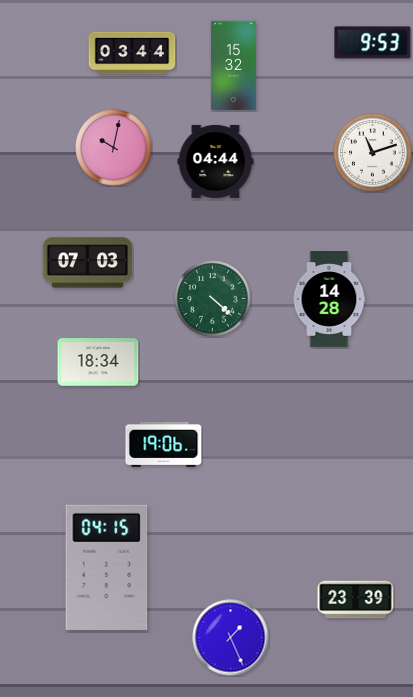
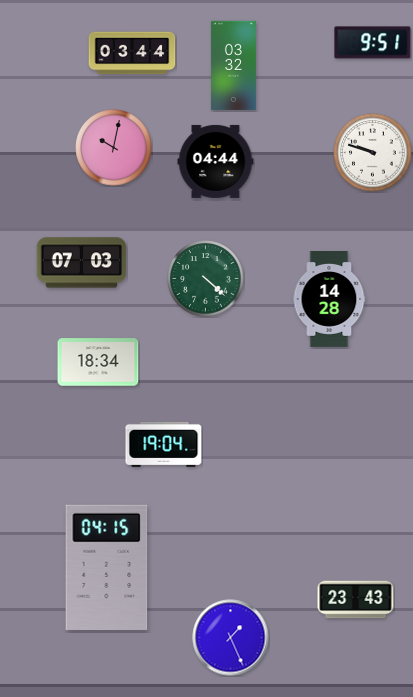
clock at (373, 43): 9:53 -> 9:51
clock at (233, 66): 15:32 -> 03:32
clock at (373, 153): 11:12 -> 9:48
clock at (88, 263) position: (88, 263) -> (82, 263)
clock at (213, 299) position: (213, 299) -> (206, 279)
clock at (164, 444): 19:06 -> 19:04
clock at (356, 600): 23:39 -> 23:43
